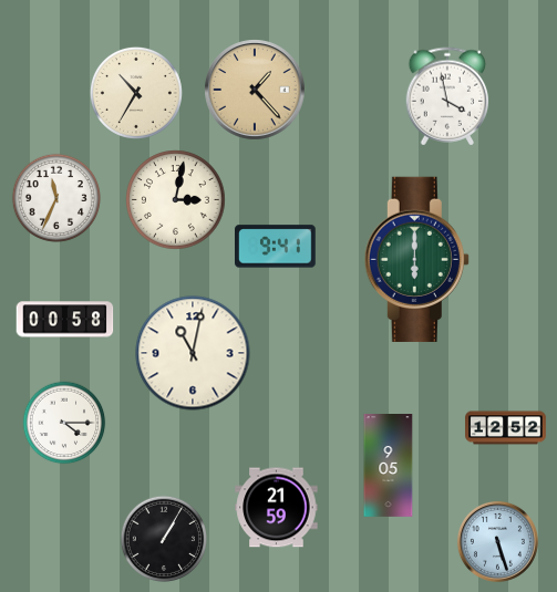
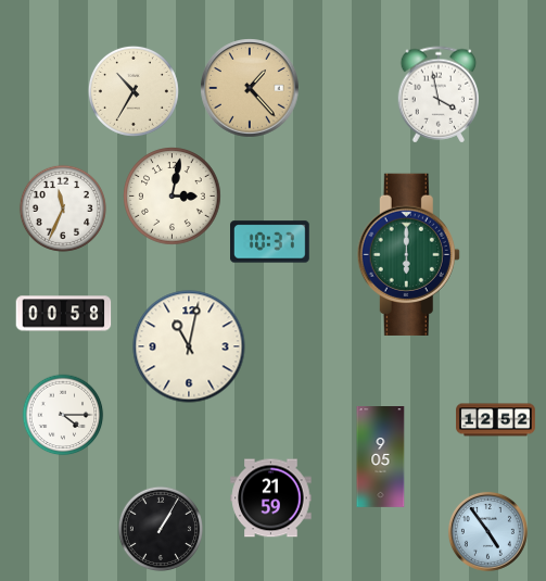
clock at (56, 198) position: (56, 198) -> (63, 209)
clock at (276, 247): 9:41 -> 10:37
clock at (497, 541): 5:27 -> 4:54
